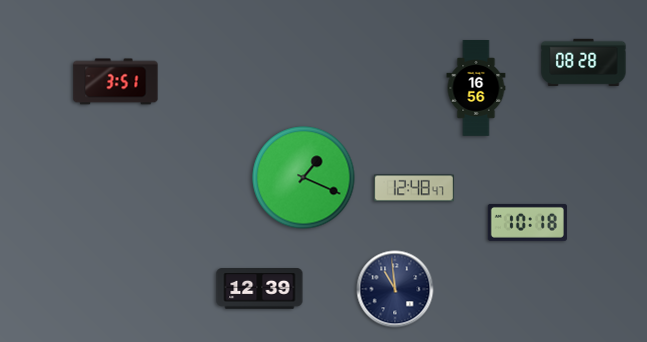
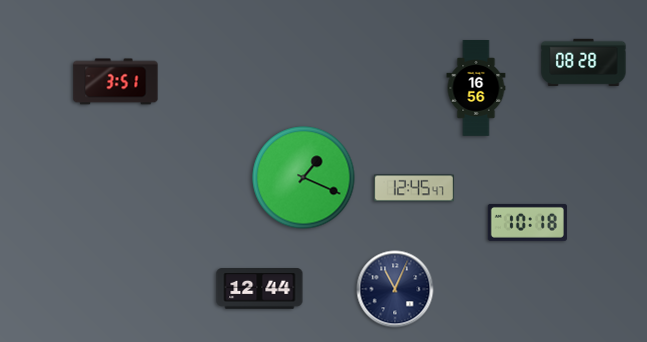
clock at (414, 188): 12:48 -> 12:45
clock at (260, 289): 12:39 -> 12:44
clock at (395, 289): 10:59 -> 11:04
